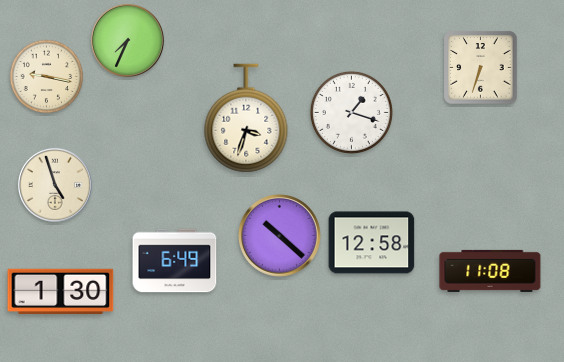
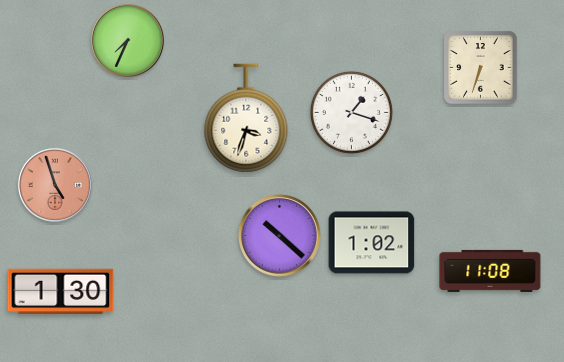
clock at (47, 77): 9:17 -> none
clock at (55, 185) dial: cream -> salmon
clock at (372, 243): 12:58 -> 1:02
clock at (175, 261): 6:49 -> none
